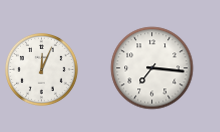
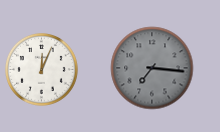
clock at (152, 68) dial: white -> grey
